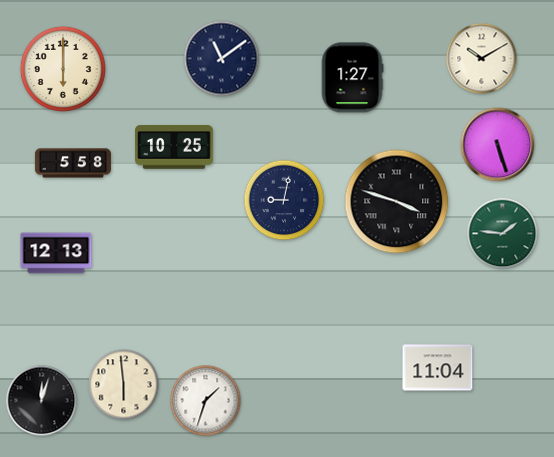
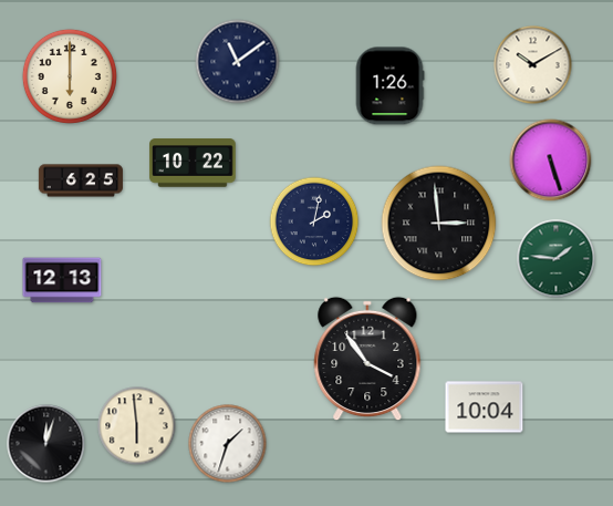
clock at (222, 59) position: (222, 59) -> (238, 62)
clock at (352, 78): 1:27 -> 1:26
clock at (174, 147): 10:25 -> 10:22
clock at (73, 163): 5:58 -> 6:25
clock at (284, 200): 9:02 -> 2:02
clock at (397, 202): 3:48 -> 2:59
clock at (367, 359): none -> 3:54
clock at (438, 368): 11:04 -> 10:04
